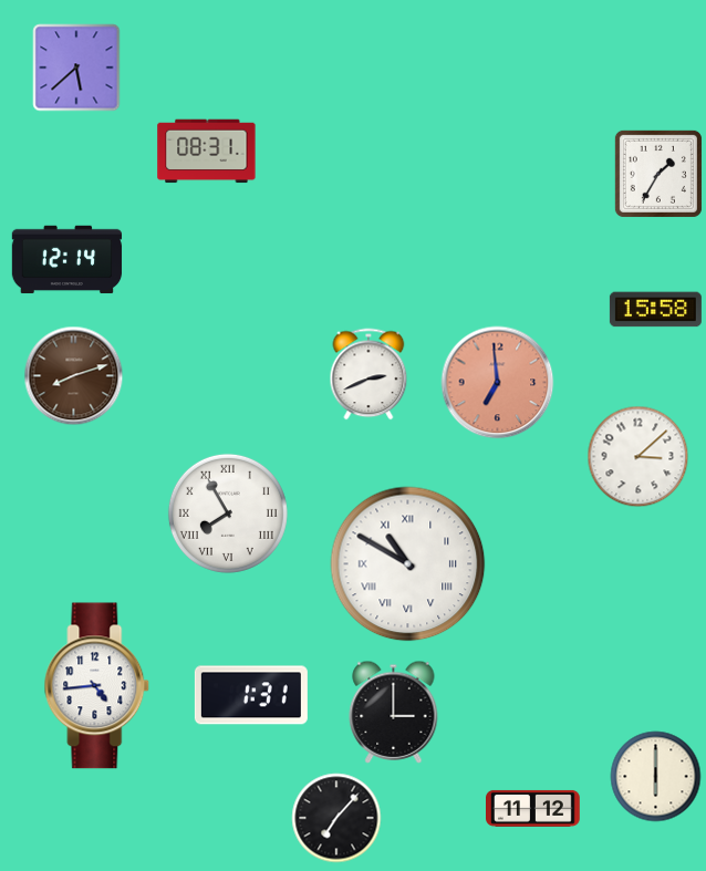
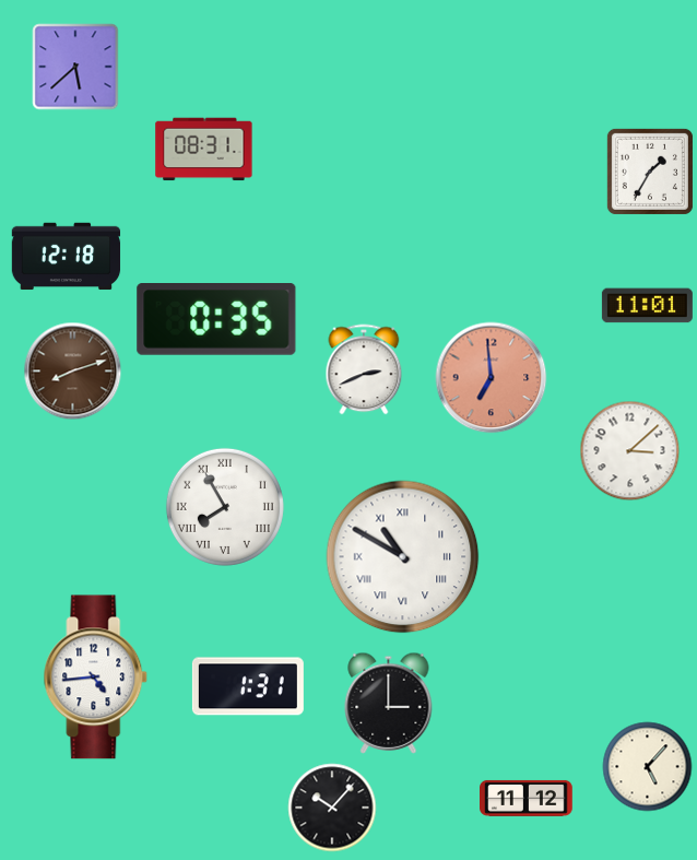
clock at (68, 260): 12:14 -> 12:18
clock at (655, 310): 15:58 -> 11:01
clock at (216, 320): none -> 0:35
clock at (656, 777): 6:00 -> 5:07
clock at (336, 818): 7:07 -> 10:07
